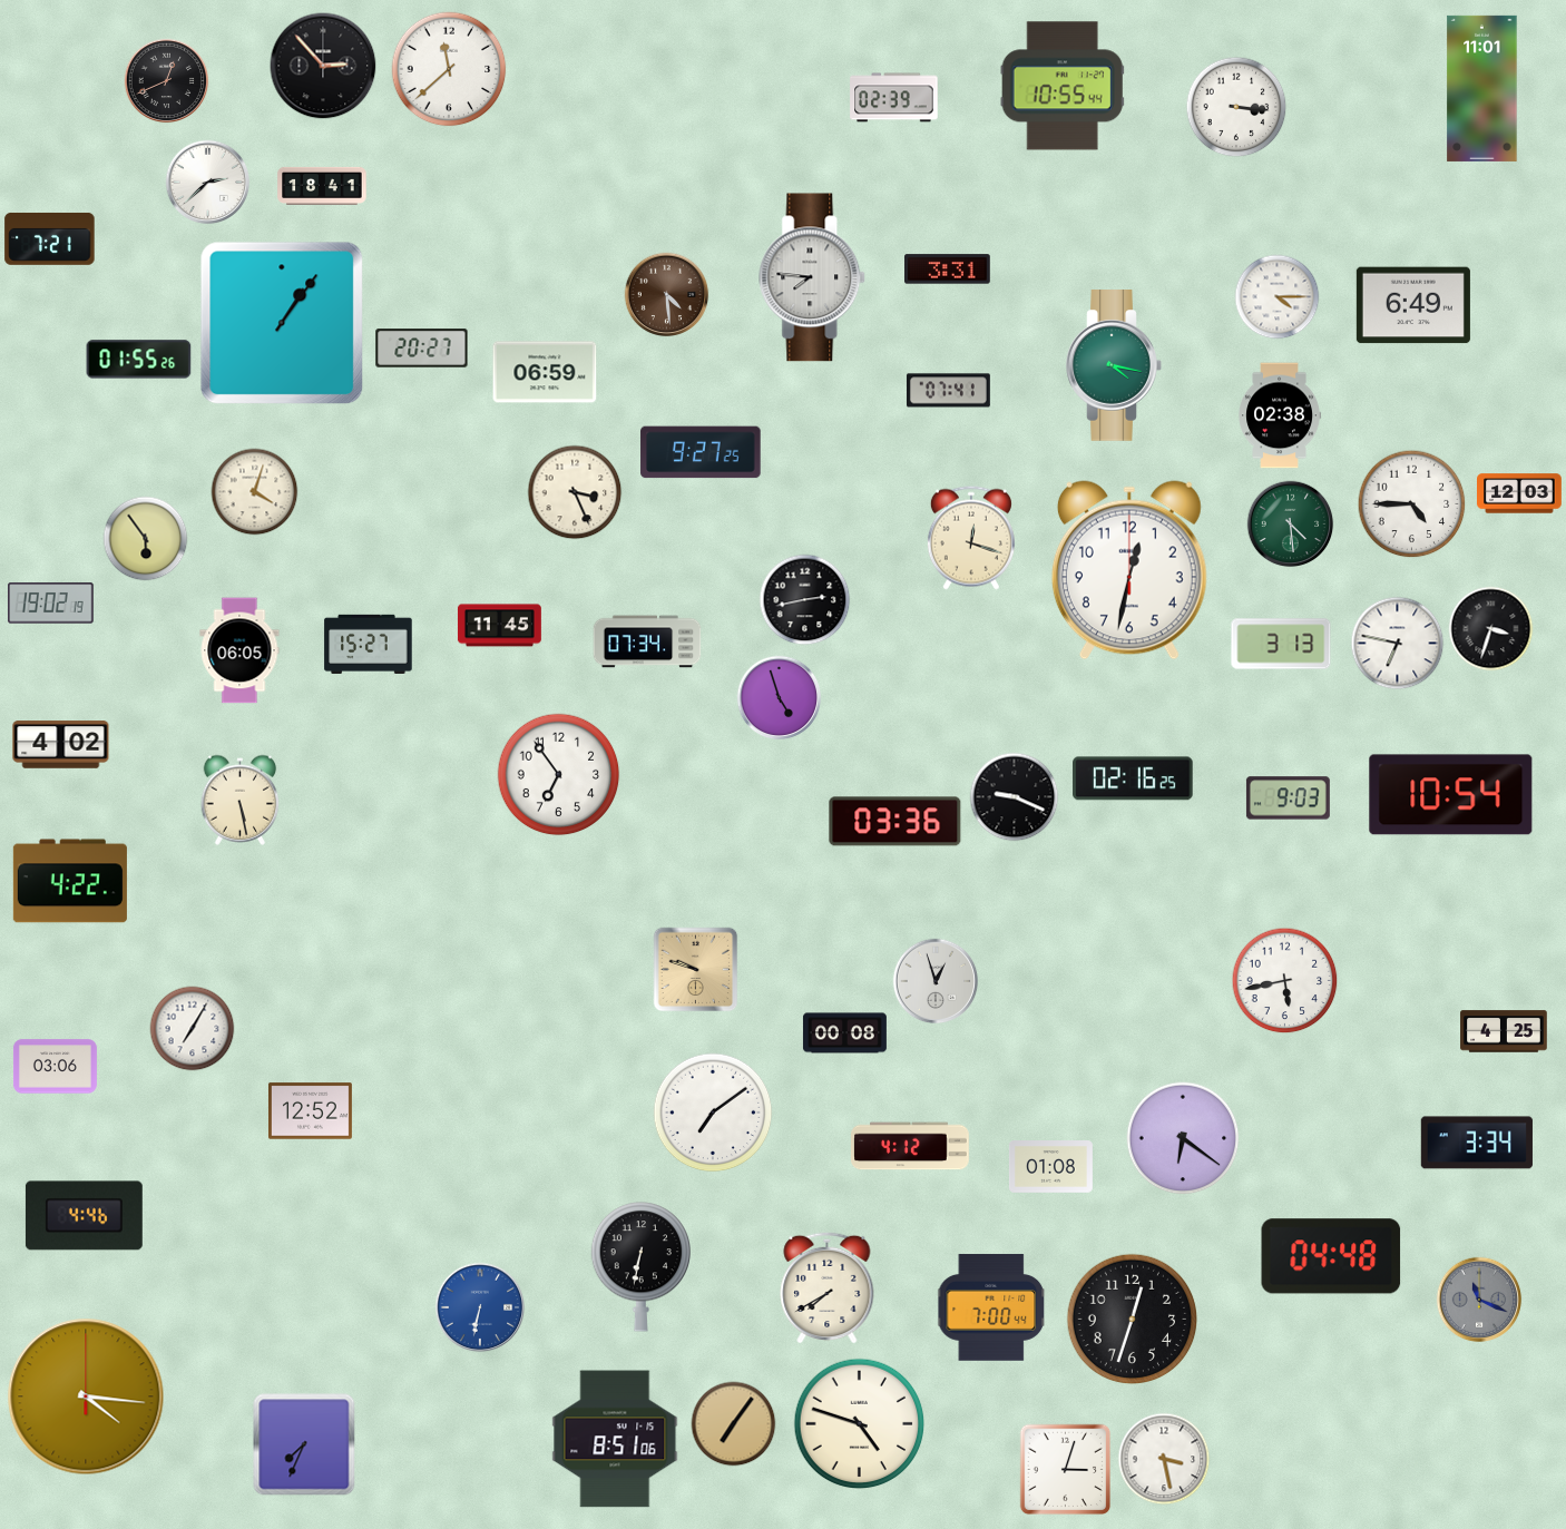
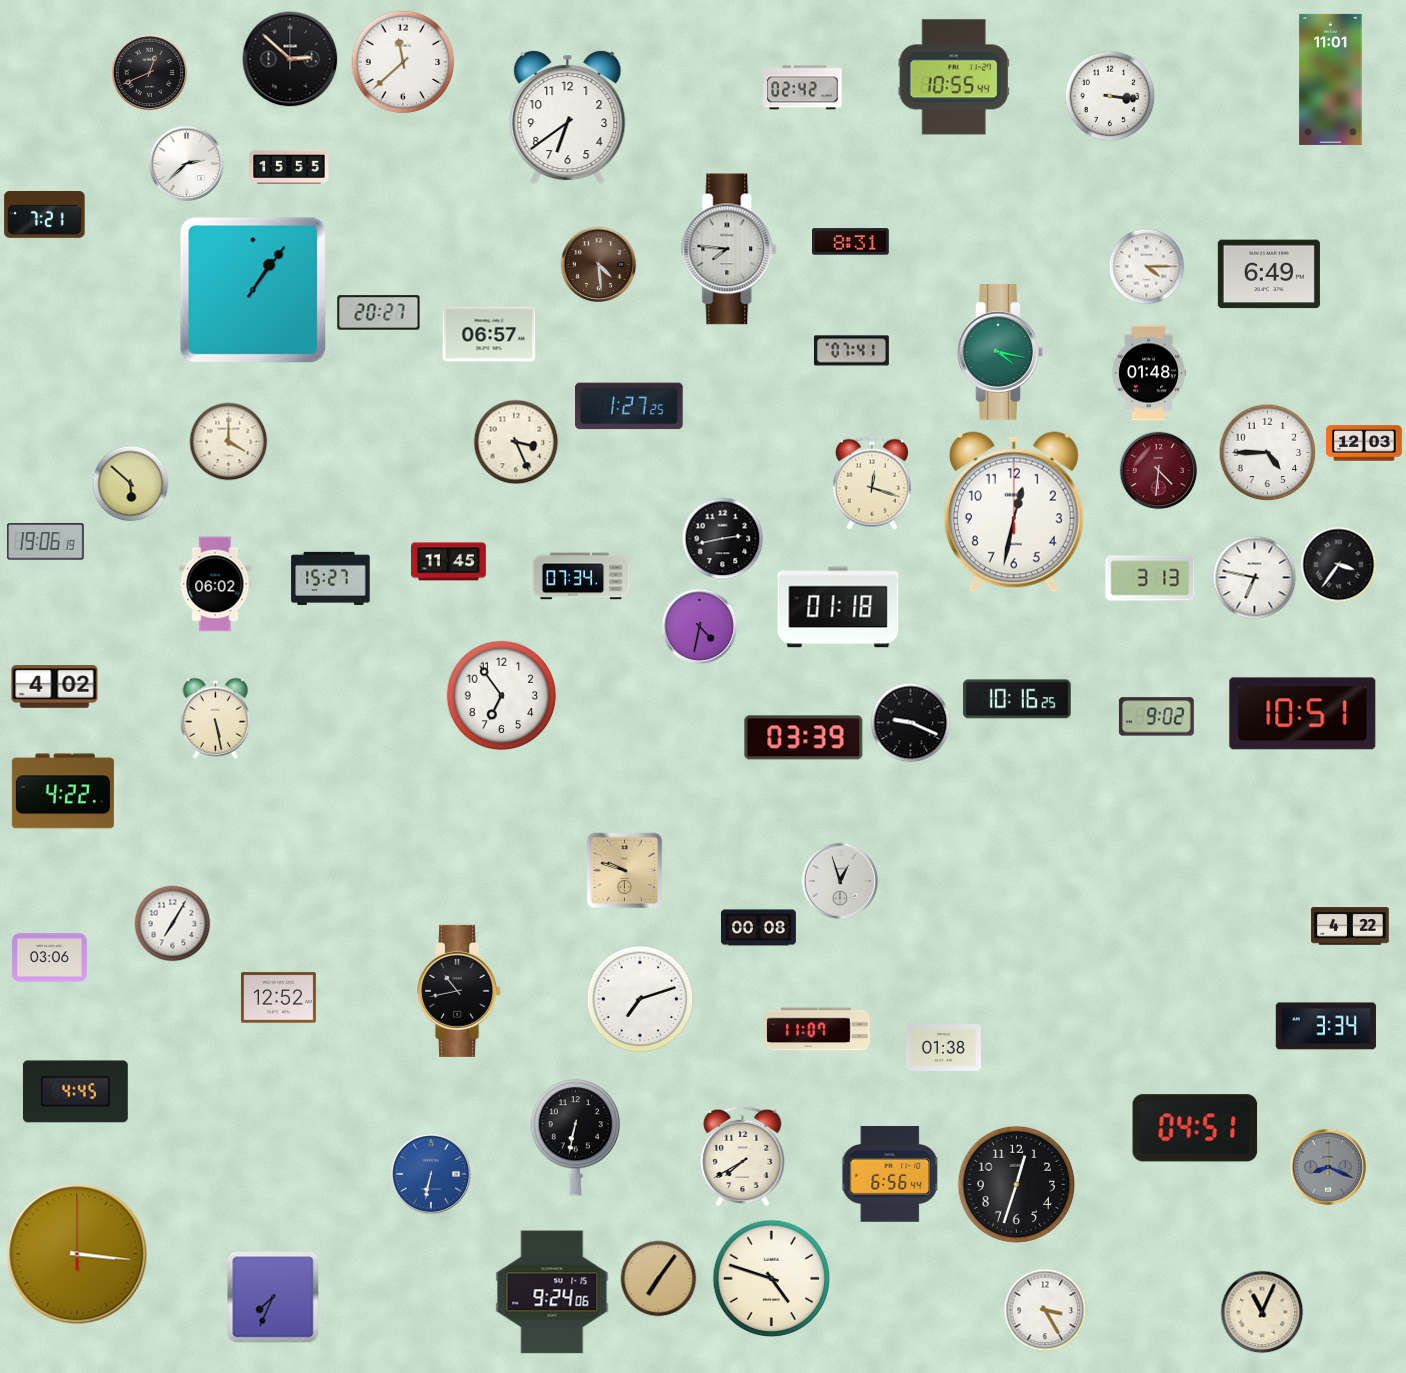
clock at (323, 66): 2:53 -> 2:52
clock at (894, 98): 02:39 -> 02:42
clock at (568, 118): none -> 6:39
clock at (322, 186): 18:41 -> 15:55
clock at (948, 269): 3:31 -> 8:31
clock at (139, 360): 01:55 -> none
clock at (1114, 366) position: (1114, 366) -> (1000, 353)
clock at (545, 372): 06:59 -> 06:57
clock at (1279, 415): 02:38 -> 01:48
clock at (701, 452): 9:27 -> 1:27
clock at (255, 492): 4:03 -> 4:00
clock at (1291, 525): 4:29 -> 4:31
clock at (1291, 525) dial: green -> burgundy
clock at (146, 539): 5:54 -> 5:52
clock at (51, 604): 19:02 -> 19:06
clock at (1491, 629): 3:33 -> 3:36
clock at (239, 650): 06:05 -> 06:02
clock at (838, 607): none -> 01:18
clock at (780, 698): 4:57 -> 4:32
clock at (61, 745) position: (61, 745) -> (55, 687)
clock at (1133, 778): 02:16 -> 10:16
clock at (1451, 795): 10:54 -> 10:51
clock at (1015, 797) position: (1015, 797) -> (911, 723)
clock at (1288, 798): 9:03 -> 9:02
clock at (895, 822): 03:36 -> 03:39
clock at (1285, 981): 5:43 -> none
clock at (1504, 1031): 4:25 -> 4:22
clock at (460, 991): none -> 10:43
clock at (713, 1113): 7:09 -> 7:12
clock at (1183, 1138): 6:21 -> none
clock at (911, 1146): 4:12 -> 11:07
clock at (1050, 1167): 01:08 -> 01:38
clock at (84, 1216): 4:46 -> 4:45
clock at (1331, 1256): 04:48 -> 04:51
clock at (1479, 1300): 11:19 -> 8:19
clock at (992, 1307): 7:00 -> 6:56
clock at (86, 1396): 4:16 -> 3:16
clock at (615, 1439): 8:51 -> 9:24
clock at (1164, 1459): 3:28 -> 3:25
clock at (1262, 1312): none -> 11:04
clock at (1066, 1470): 3:03 -> none
